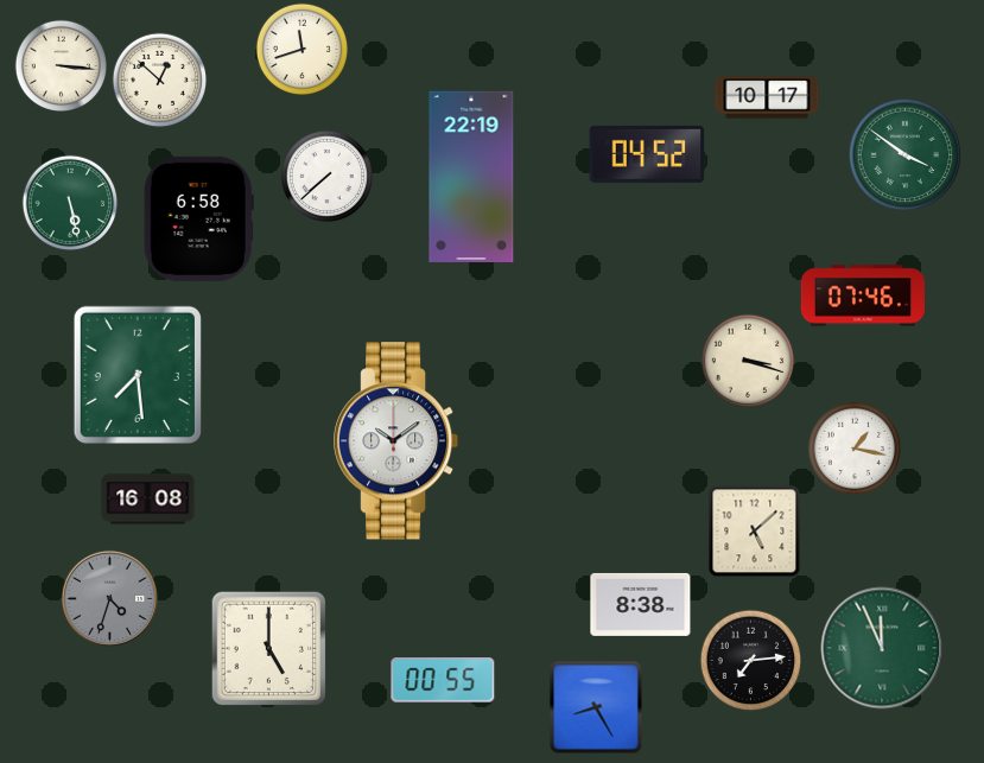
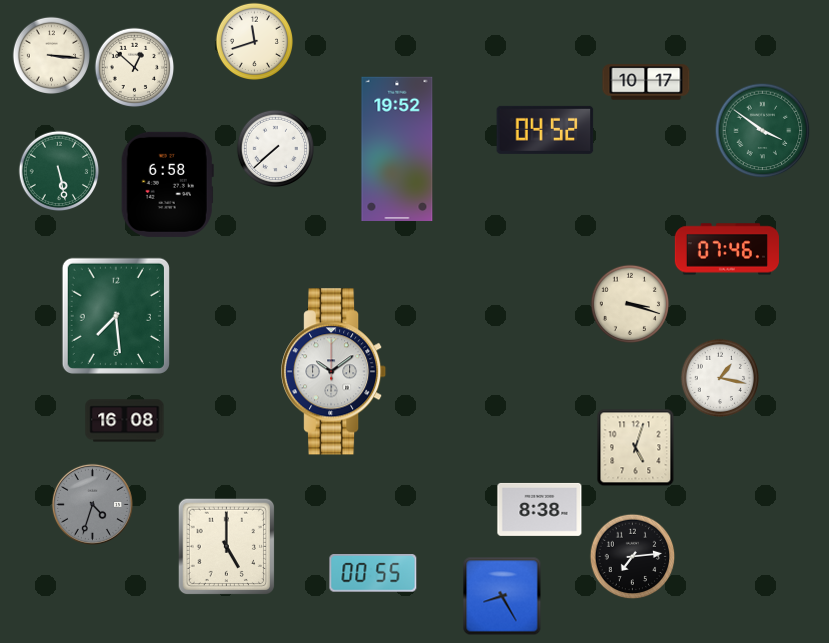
clock at (471, 177): 22:19 -> 19:52
clock at (754, 530): 5:08 -> 5:03
clock at (882, 648): 11:56 -> none
